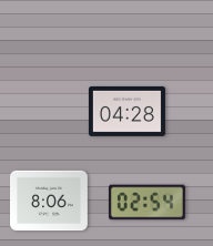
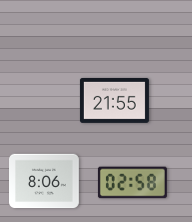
clock at (126, 111): 04:28 -> 21:55
clock at (146, 203): 02:54 -> 02:58
